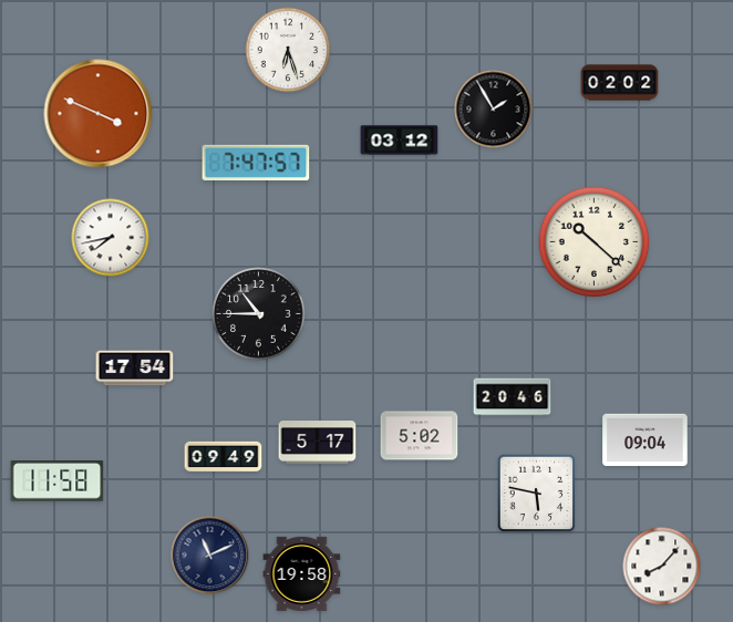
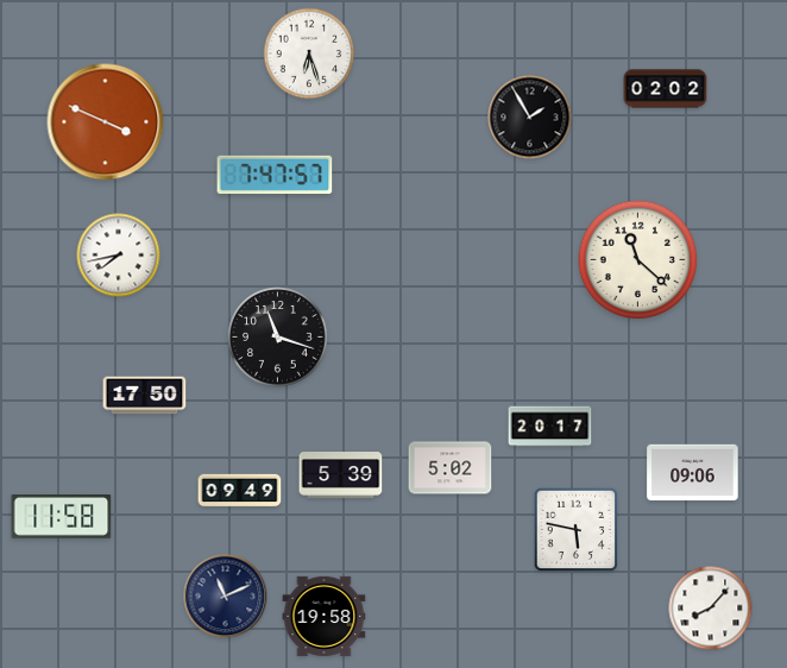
clock at (400, 141): 03:12 -> none
clock at (595, 242): 10:22 -> 11:22
clock at (259, 314): 10:45 -> 11:18
clock at (135, 369): 17:54 -> 17:50
clock at (513, 397): 20:46 -> 20:17
clock at (646, 440): 09:04 -> 09:06
clock at (318, 443): 5:17 -> 5:39
